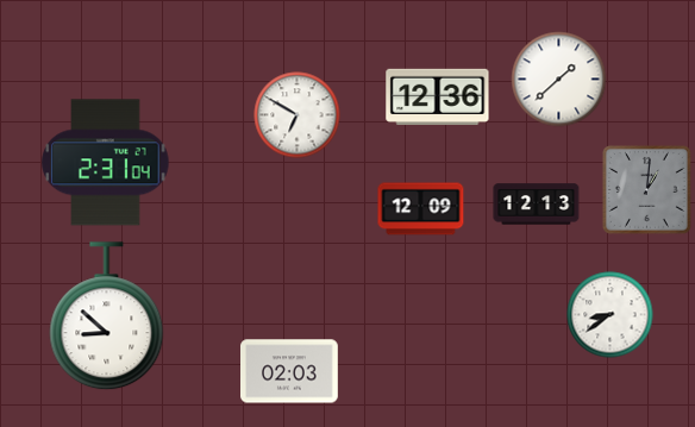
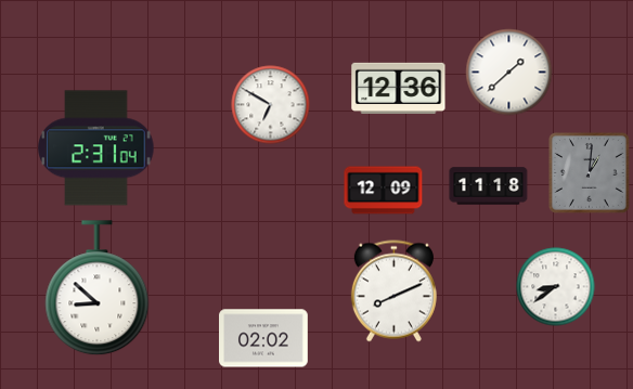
clock at (537, 205): 12:13 -> 11:18
clock at (393, 291): none -> 8:11
clock at (290, 371): 02:03 -> 02:02
